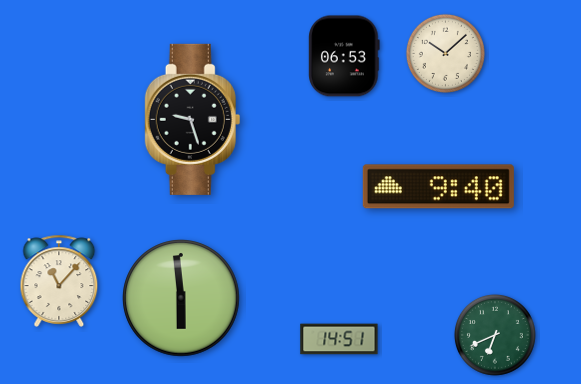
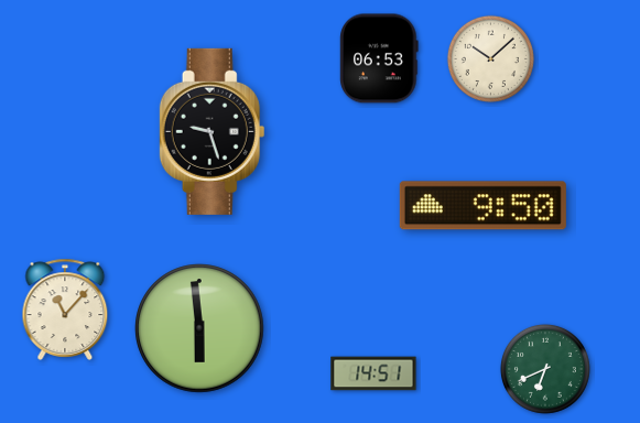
clock at (344, 56) position: (344, 56) -> (379, 58)
clock at (438, 187): 9:40 -> 9:50
